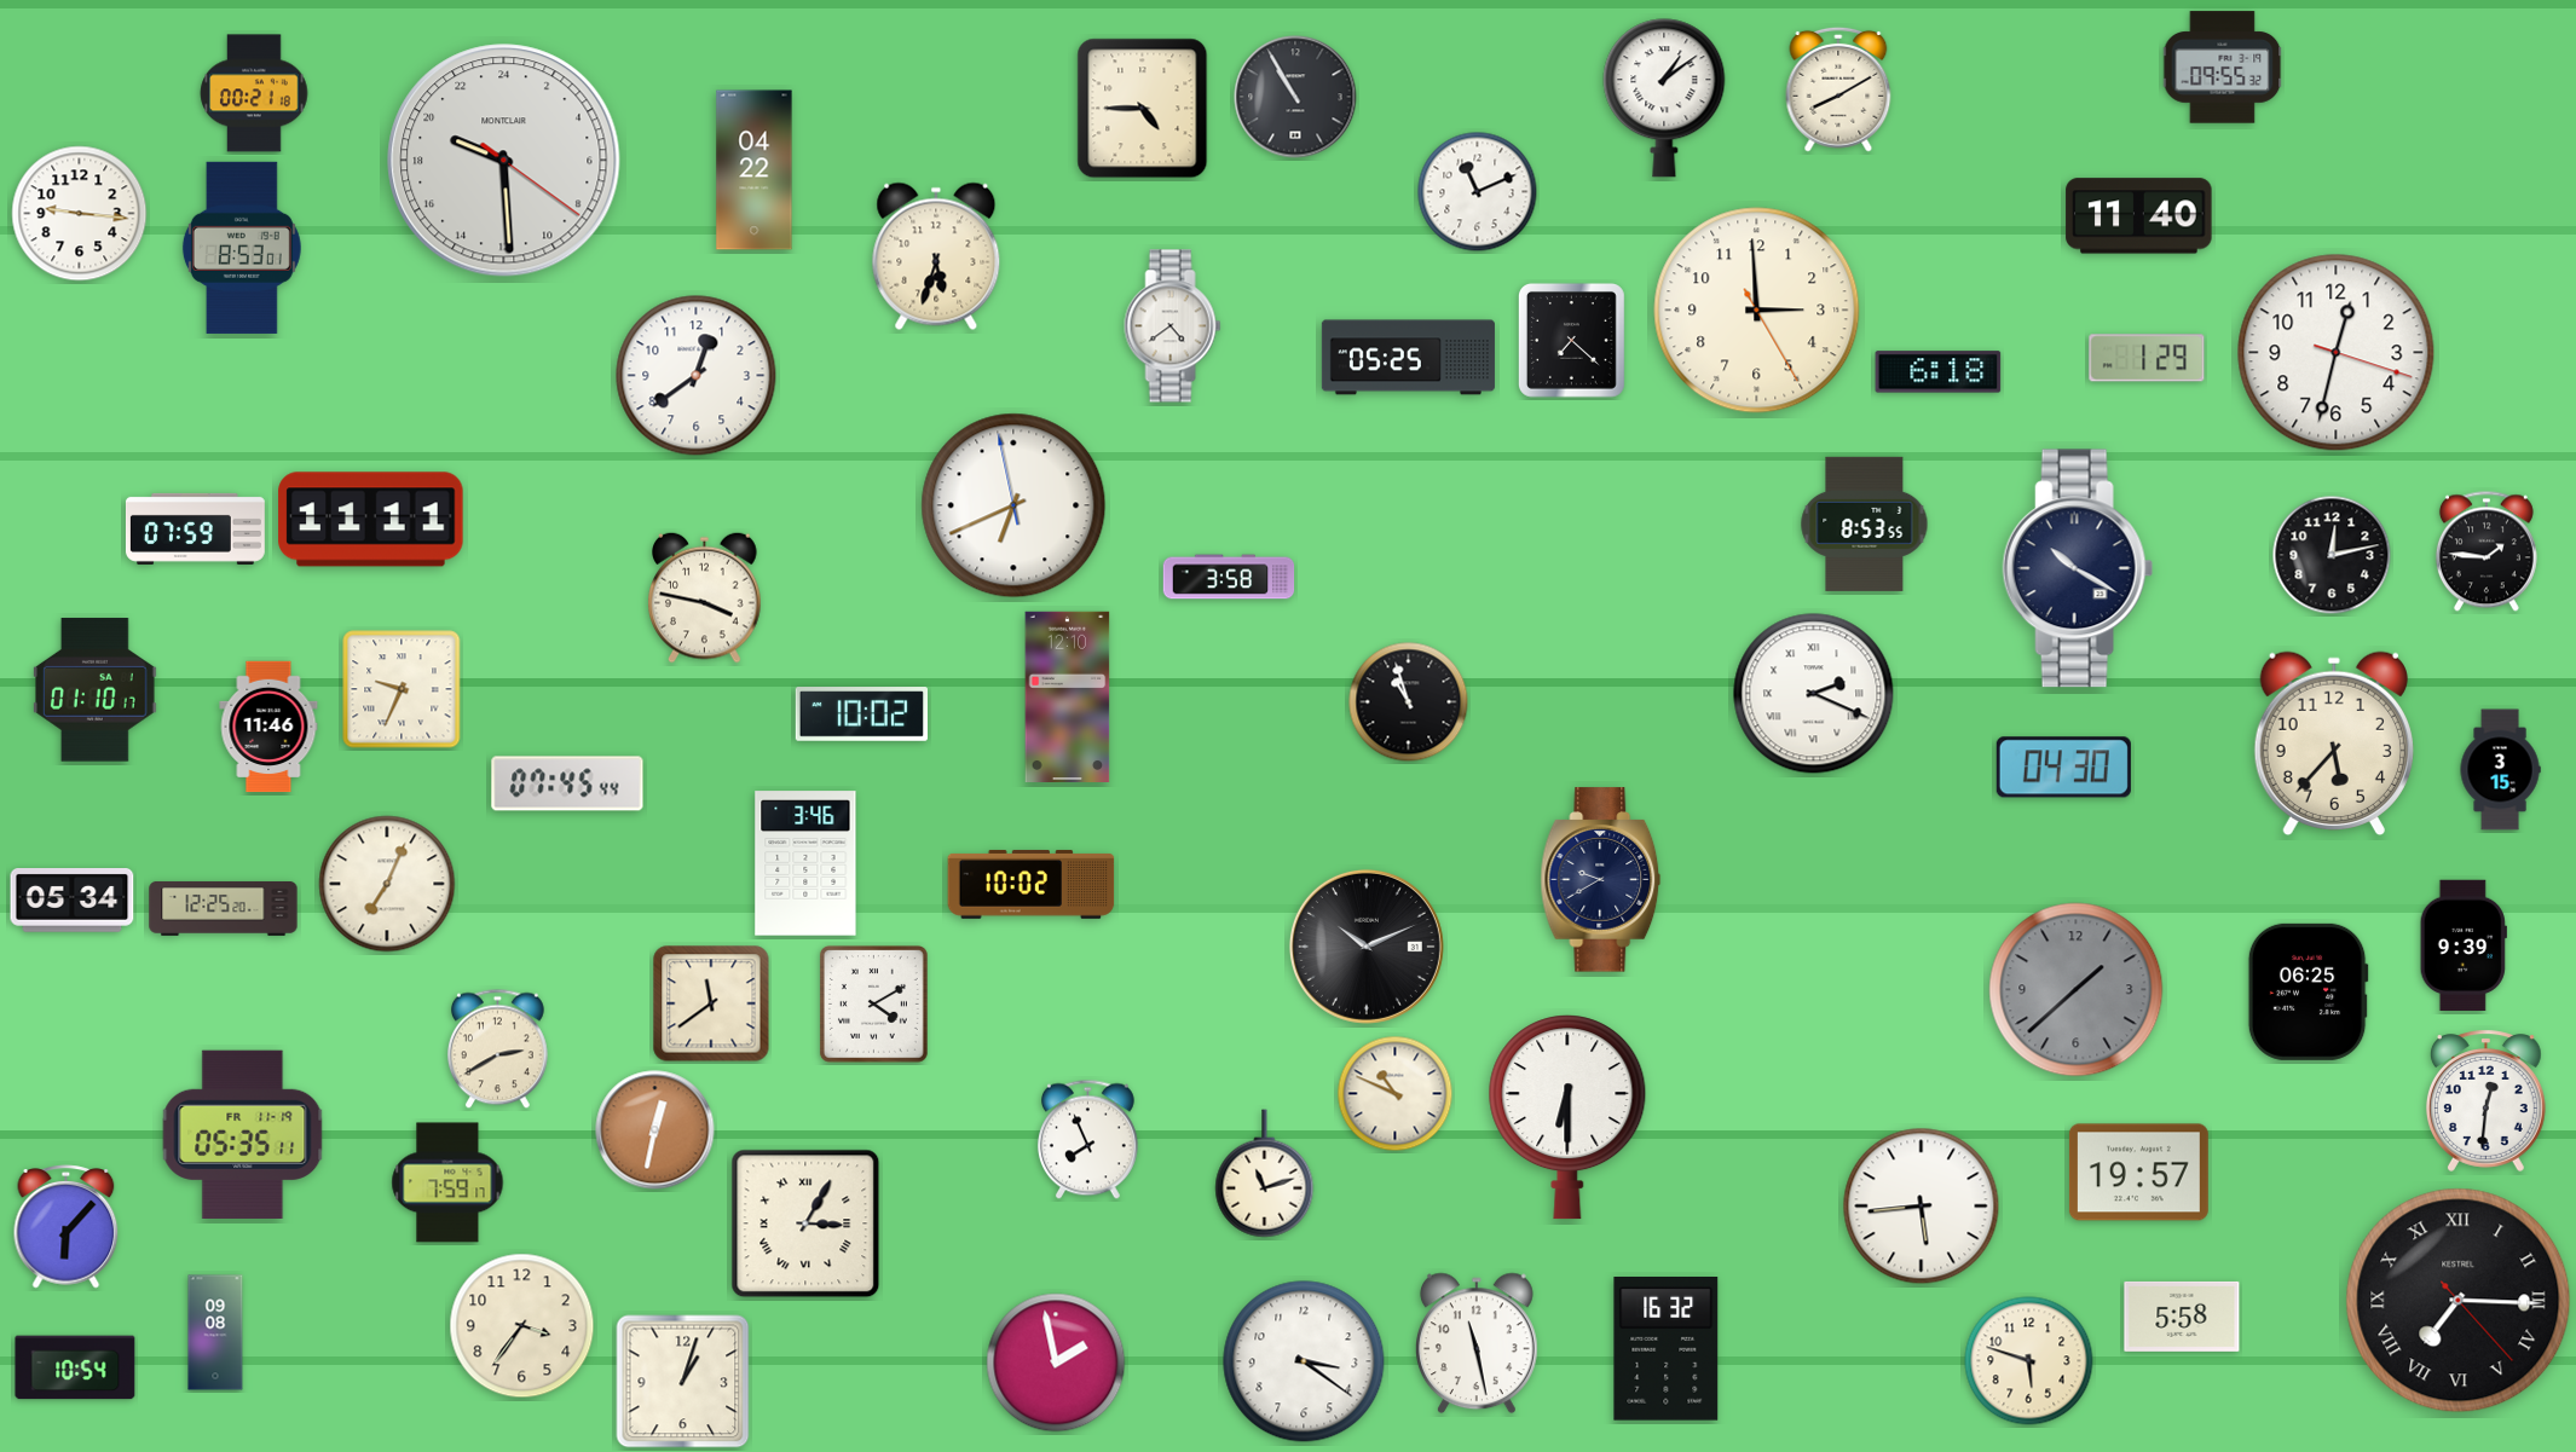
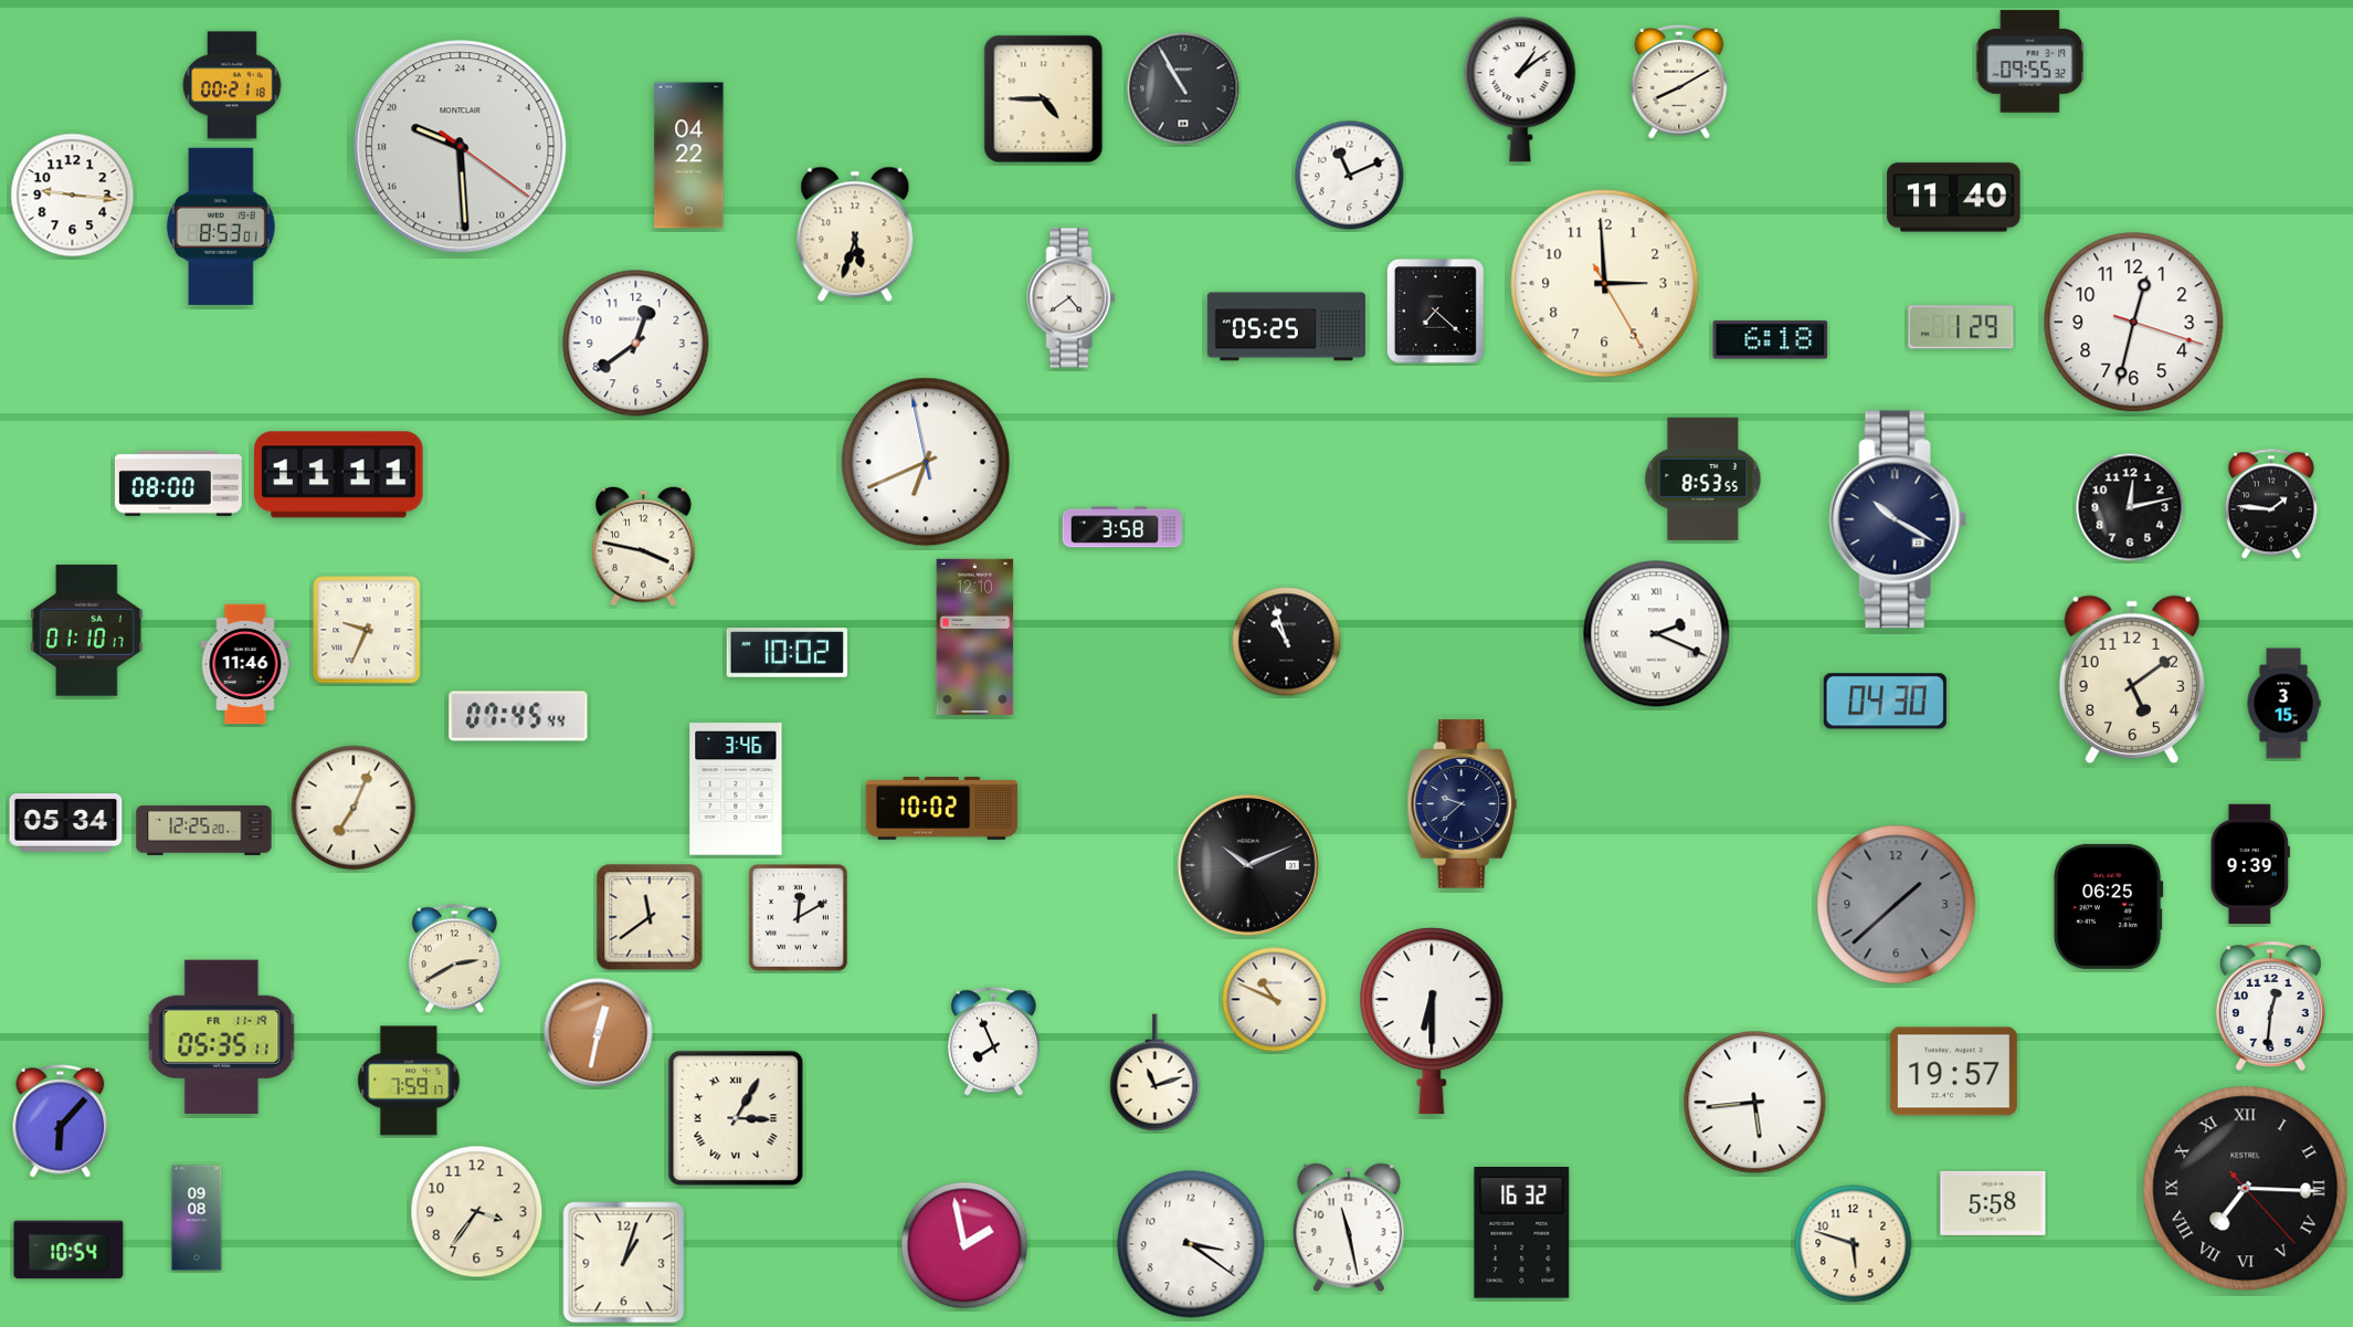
clock at (195, 528): 07:59 -> 08:00
clock at (2334, 742): 5:37 -> 5:09
clock at (1601, 880): 9:40 -> 9:38
clock at (873, 1003): 4:10 -> 12:10
